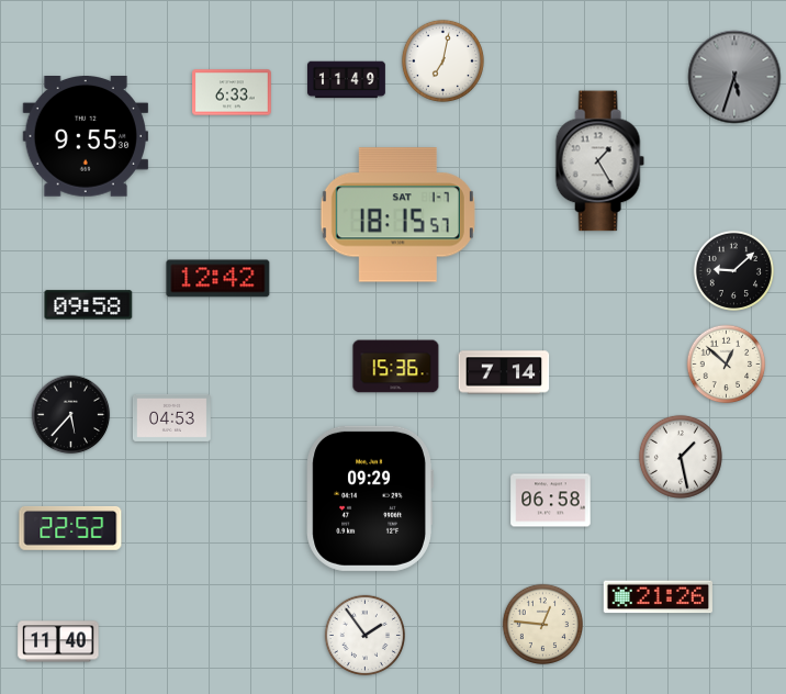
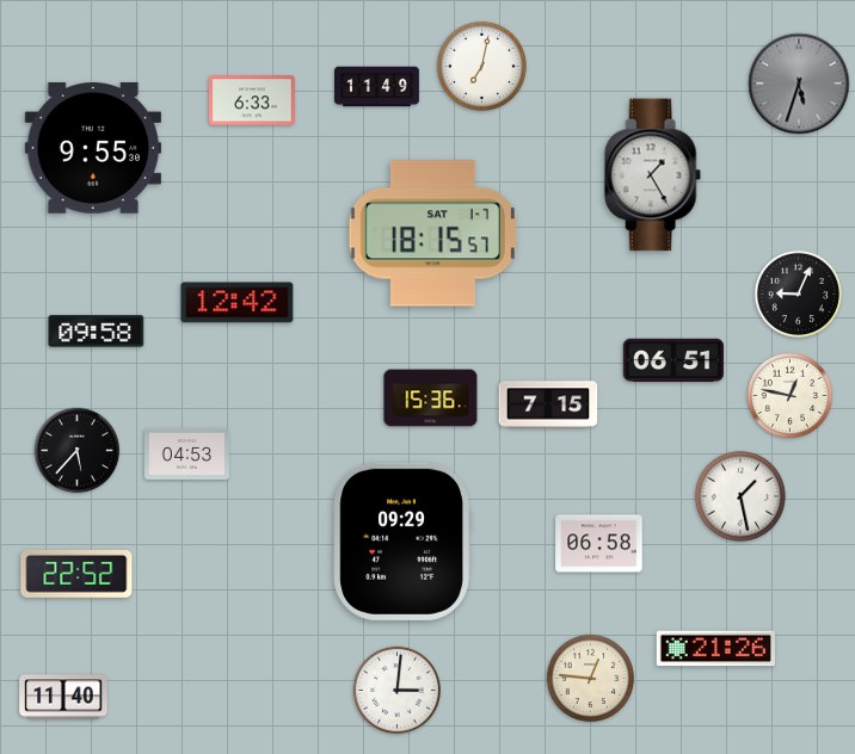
clock at (733, 270): 9:08 -> 9:04
clock at (672, 360): none -> 06:51
clock at (727, 365): 12:52 -> 12:47
clock at (504, 372): 7:14 -> 7:15
clock at (364, 635): 1:54 -> 3:01
